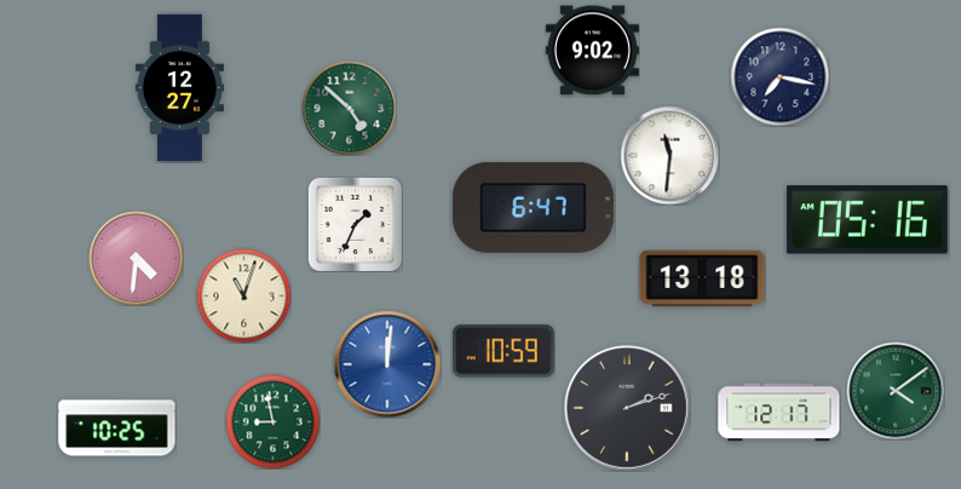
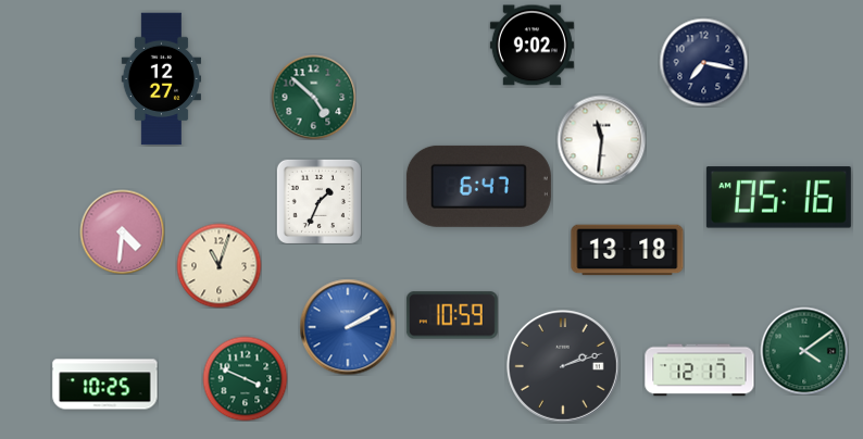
clock at (779, 76) position: (779, 76) -> (703, 62)
clock at (702, 278) position: (702, 278) -> (627, 250)
clock at (387, 364): 12:01 -> 2:10
clock at (272, 421): 8:58 -> 3:49
